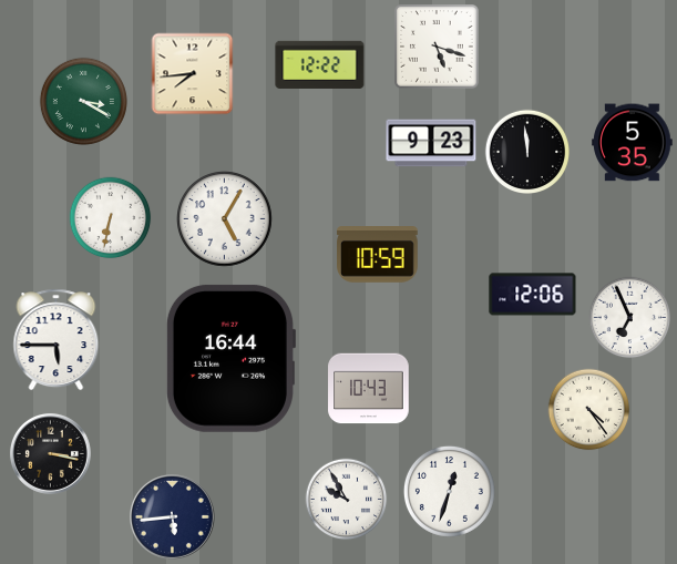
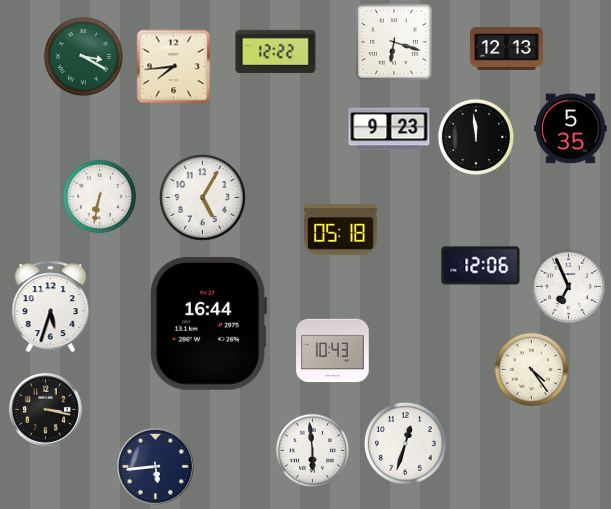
clock at (438, 48): 5:18 -> 6:18
clock at (507, 48): none -> 12:13
clock at (320, 64) position: (320, 64) -> (276, 51)
clock at (83, 101) position: (83, 101) -> (83, 56)
clock at (378, 255): 10:59 -> 05:18
clock at (57, 340): 5:45 -> 5:33
clock at (347, 500): 9:55 -> 5:59
